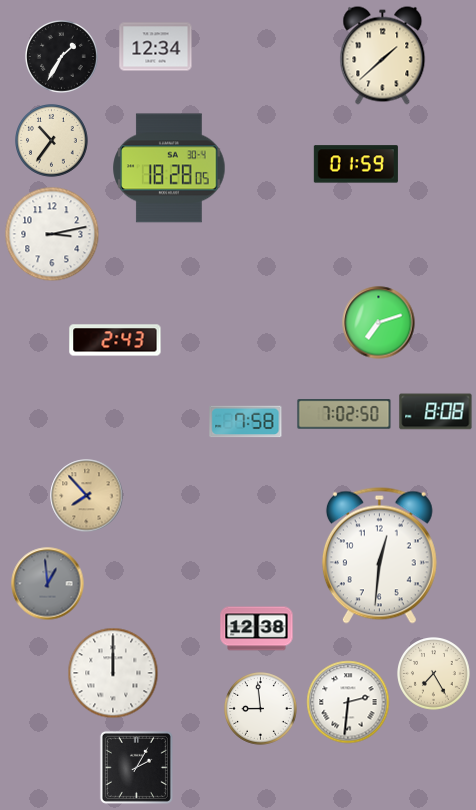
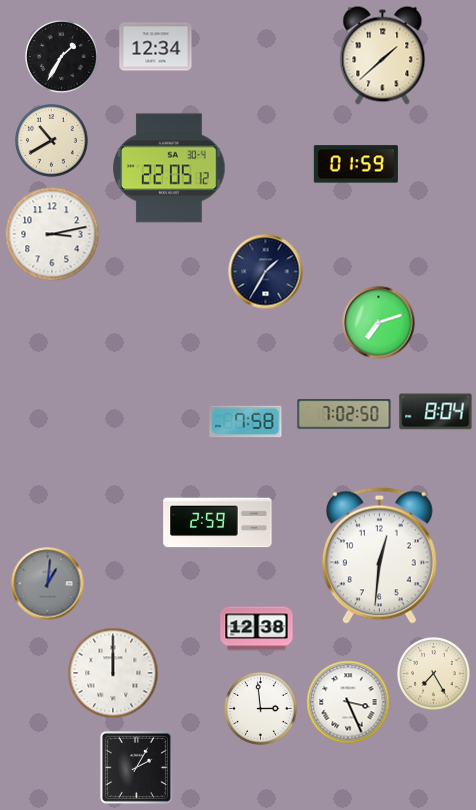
clock at (52, 141): 10:36 -> 10:40
clock at (169, 168): 18:28 -> 22:05
clock at (266, 272): none -> 1:35
clock at (115, 340): 2:43 -> none
clock at (436, 412): 8:08 -> 8:04
clock at (87, 496): 7:53 -> none
clock at (218, 523): none -> 2:59
clock at (48, 584): 12:59 -> 1:01
clock at (348, 702): 2:31 -> 3:26
clock at (261, 709): 8:59 -> 2:59
